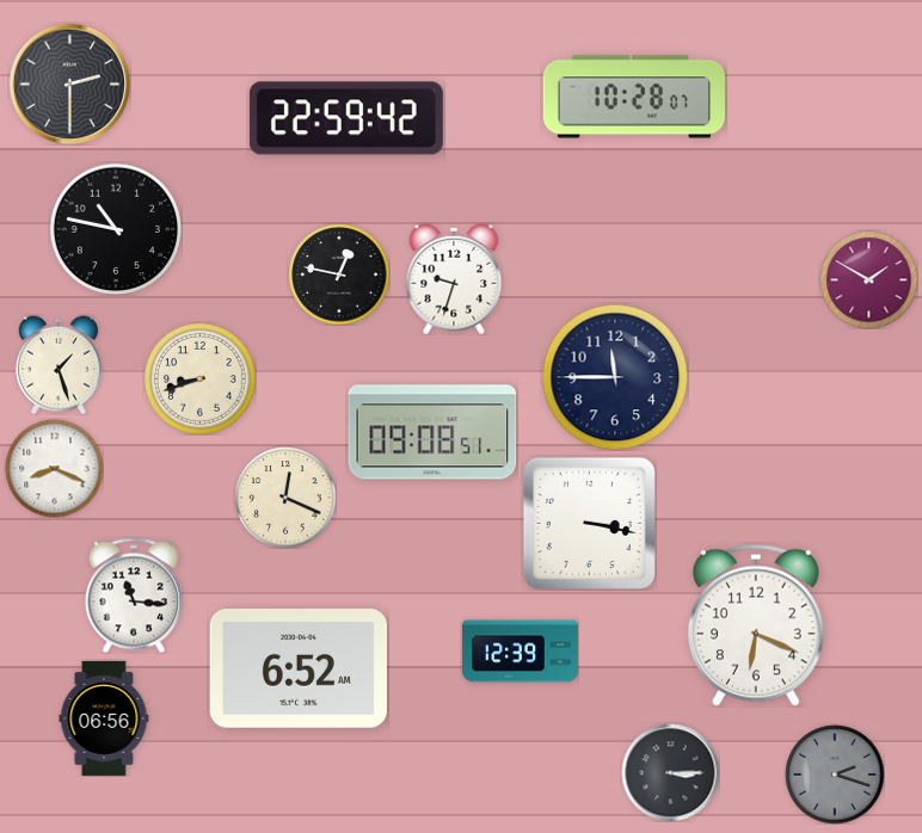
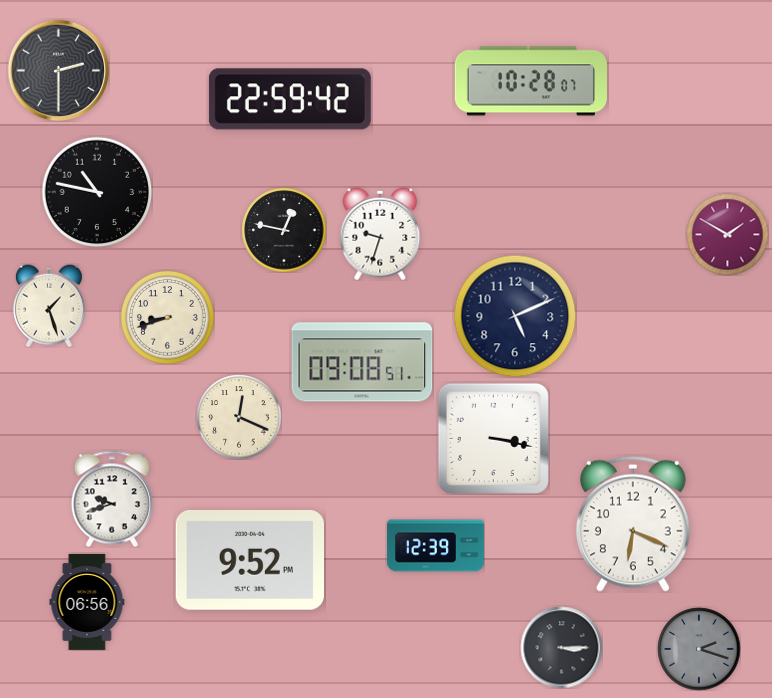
clock at (615, 377): 11:45 -> 5:11
clock at (54, 468): 8:19 -> none
clock at (134, 596): 11:16 -> 9:42
clock at (297, 670): 6:52 -> 9:52
